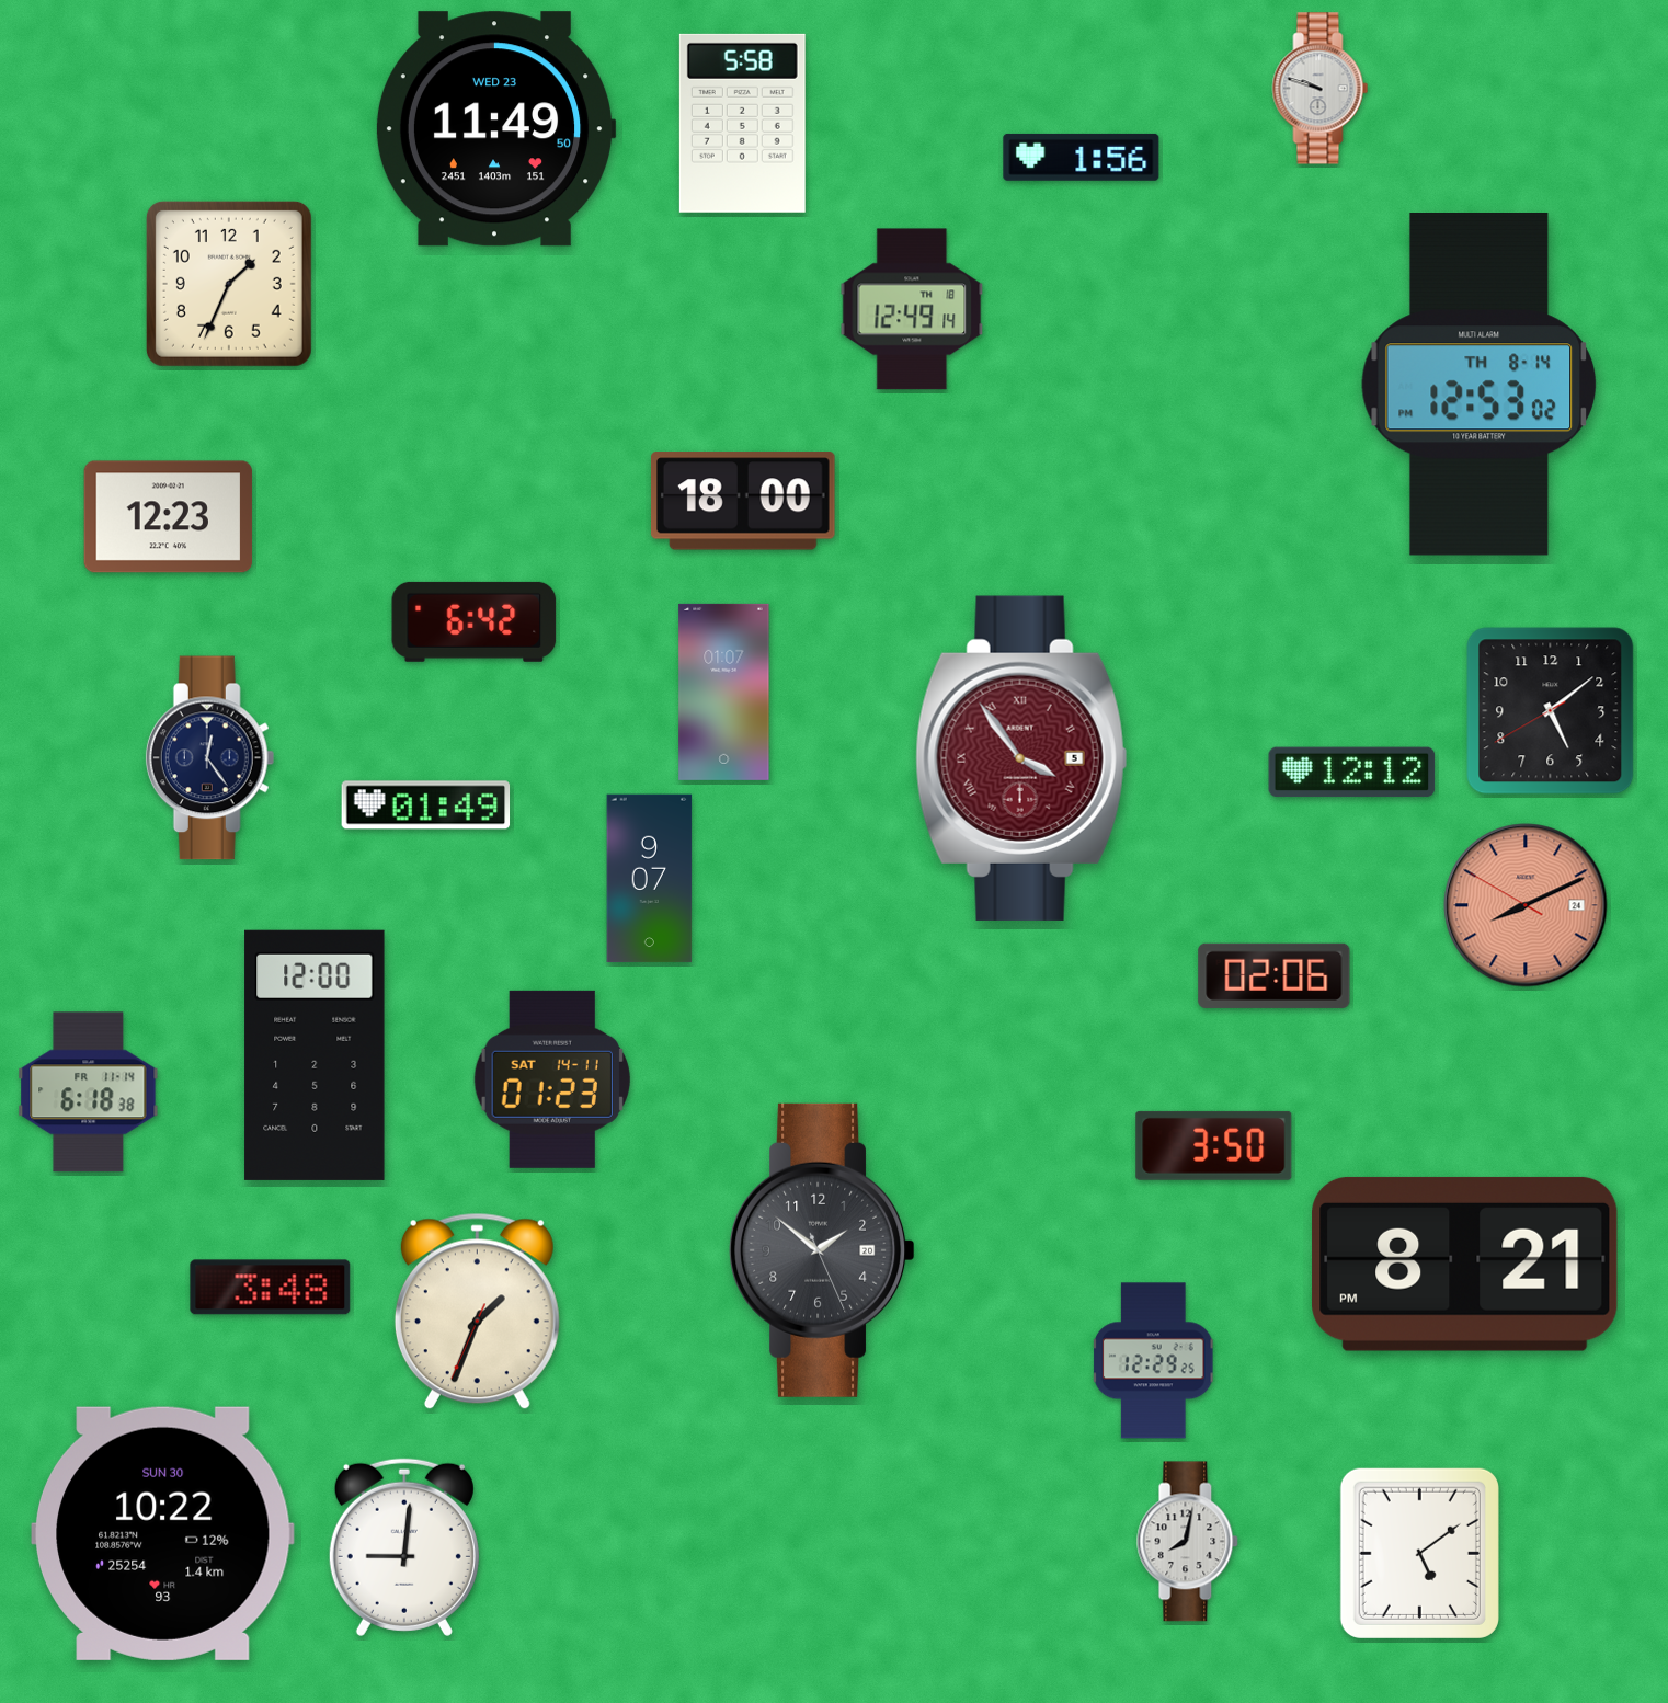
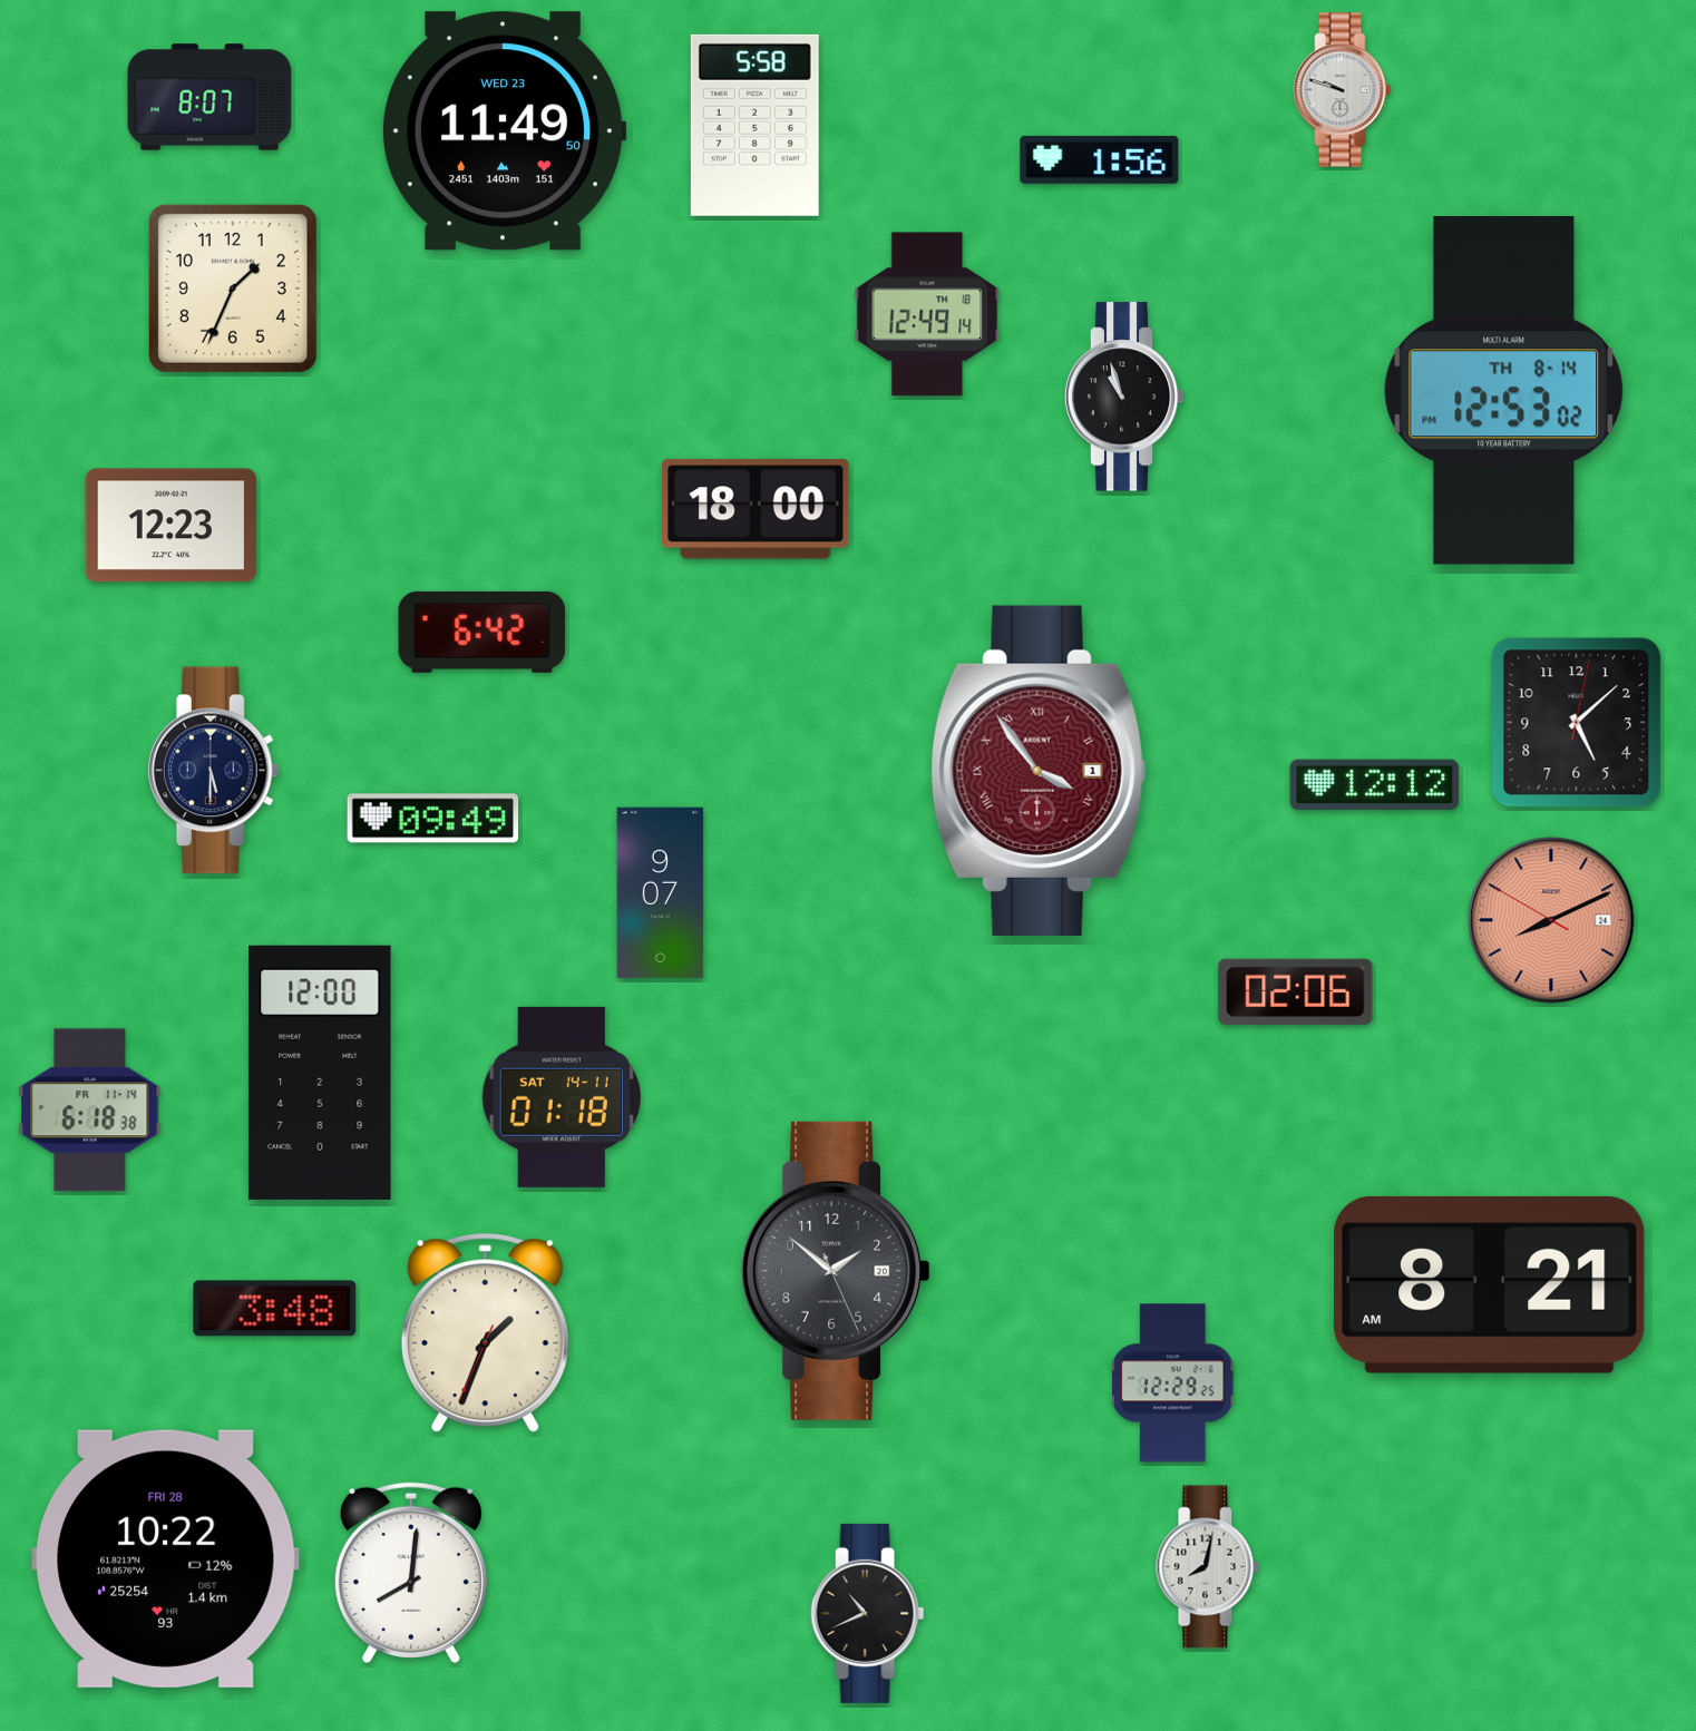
clock at (209, 97): none -> 8:07
clock at (1124, 397): none -> 10:57
clock at (724, 692): 01:07 -> none
clock at (1551, 711): 5:08:40 -> 5:08:02
clock at (210, 758): 12:24 -> 5:30
clock at (1021, 758) date: 5 -> 1
clock at (426, 805): 01:49 -> 09:49
clock at (552, 1079): 01:23 -> 01:18
clock at (1214, 1145): 3:50 -> none
clock at (1465, 1264): 8:21 PM -> 8:21 AM
clock at (162, 1533) date: SUN 30 -> FRI 28
clock at (404, 1547): 9:01 -> 8:01
clock at (1419, 1553): 5:09 -> none
clock at (868, 1613): none -> 10:41
